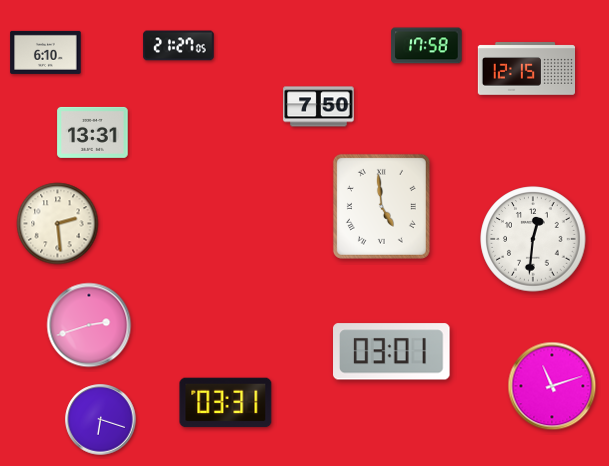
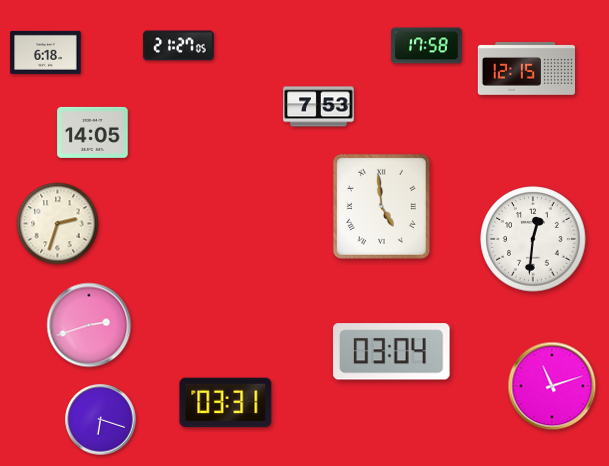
clock at (46, 52): 6:10 -> 6:18
clock at (319, 107): 7:50 -> 7:53
clock at (93, 132): 13:31 -> 14:05
clock at (58, 224): 2:29 -> 2:33
clock at (392, 352): 03:01 -> 03:04
